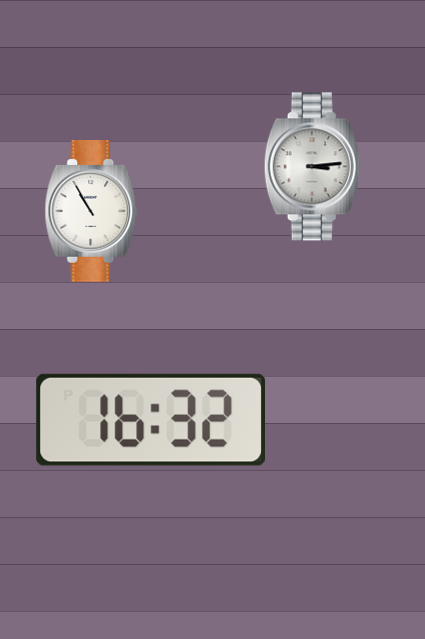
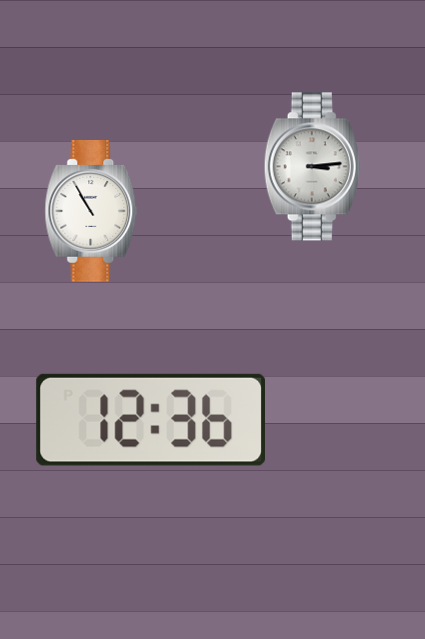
clock at (150, 420): 16:32 -> 12:36
